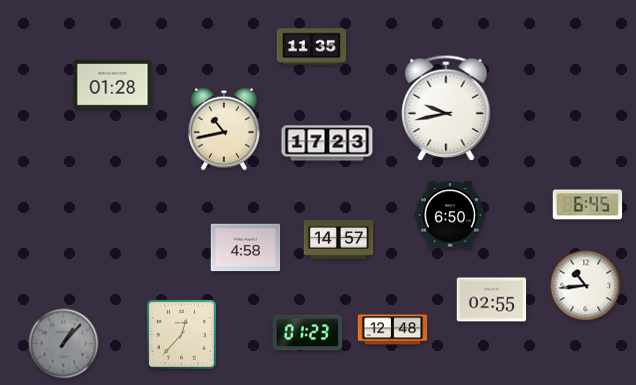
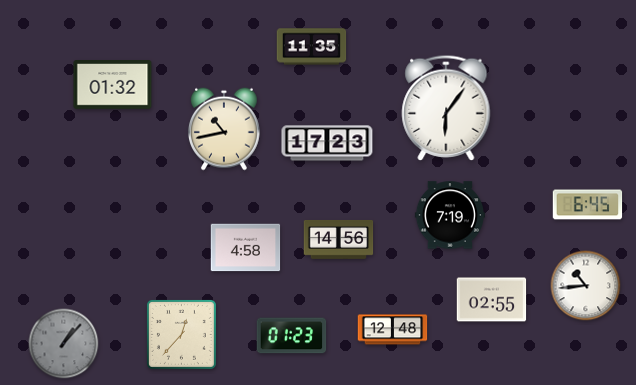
clock at (113, 85): 01:28 -> 01:32
clock at (446, 108): 9:43 -> 6:06
clock at (449, 215): 6:50 -> 7:19
clock at (339, 239): 14:57 -> 14:56
clock at (308, 333) position: (308, 333) -> (292, 336)
